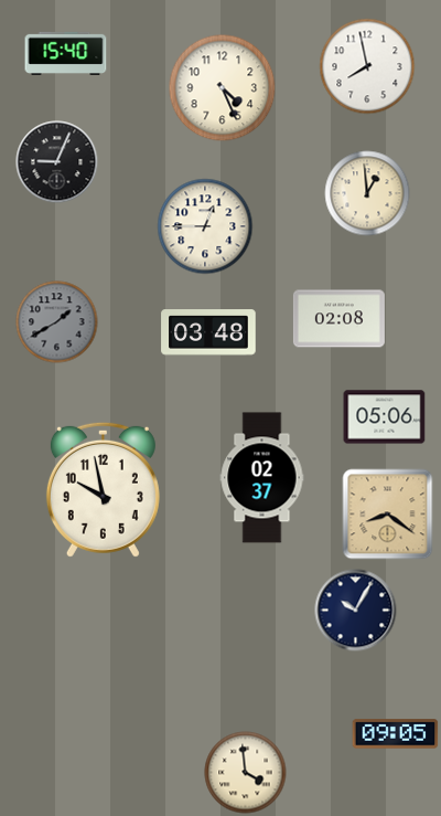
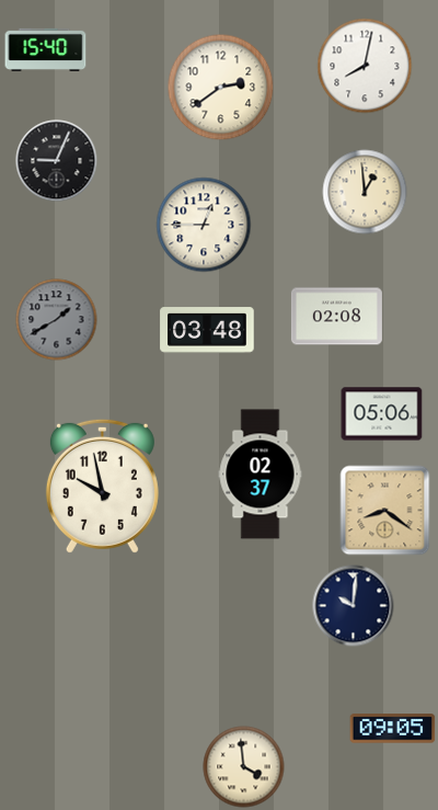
clock at (66, 53) position: (66, 53) -> (46, 49)
clock at (367, 66): 7:58 -> 8:02
clock at (223, 88): 4:26 -> 2:39
clock at (356, 611): 10:05 -> 10:01
